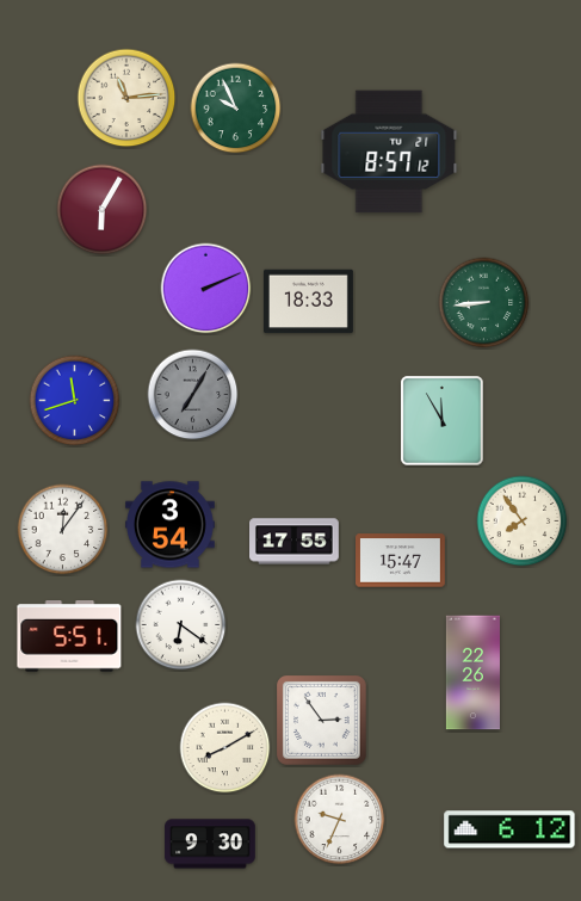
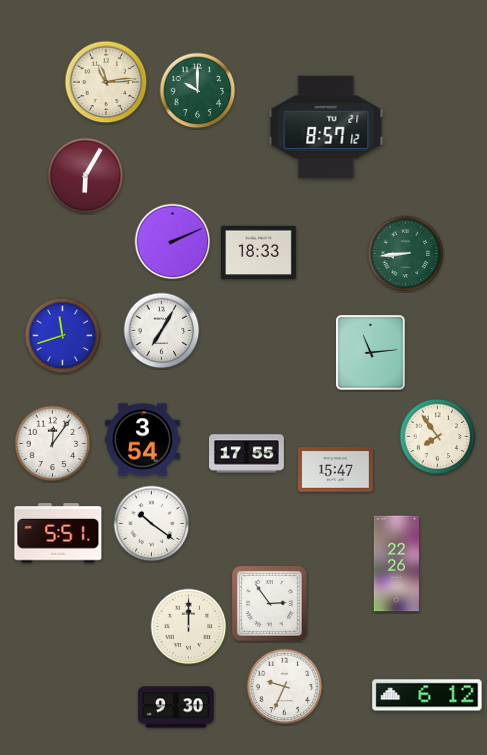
clock at (236, 109): 9:56 -> 10:00
clock at (193, 395) dial: grey -> white
clock at (443, 421): 11:55 -> 11:14
clock at (181, 625): 6:21 -> 10:21
clock at (225, 748): 8:10 -> 12:00
